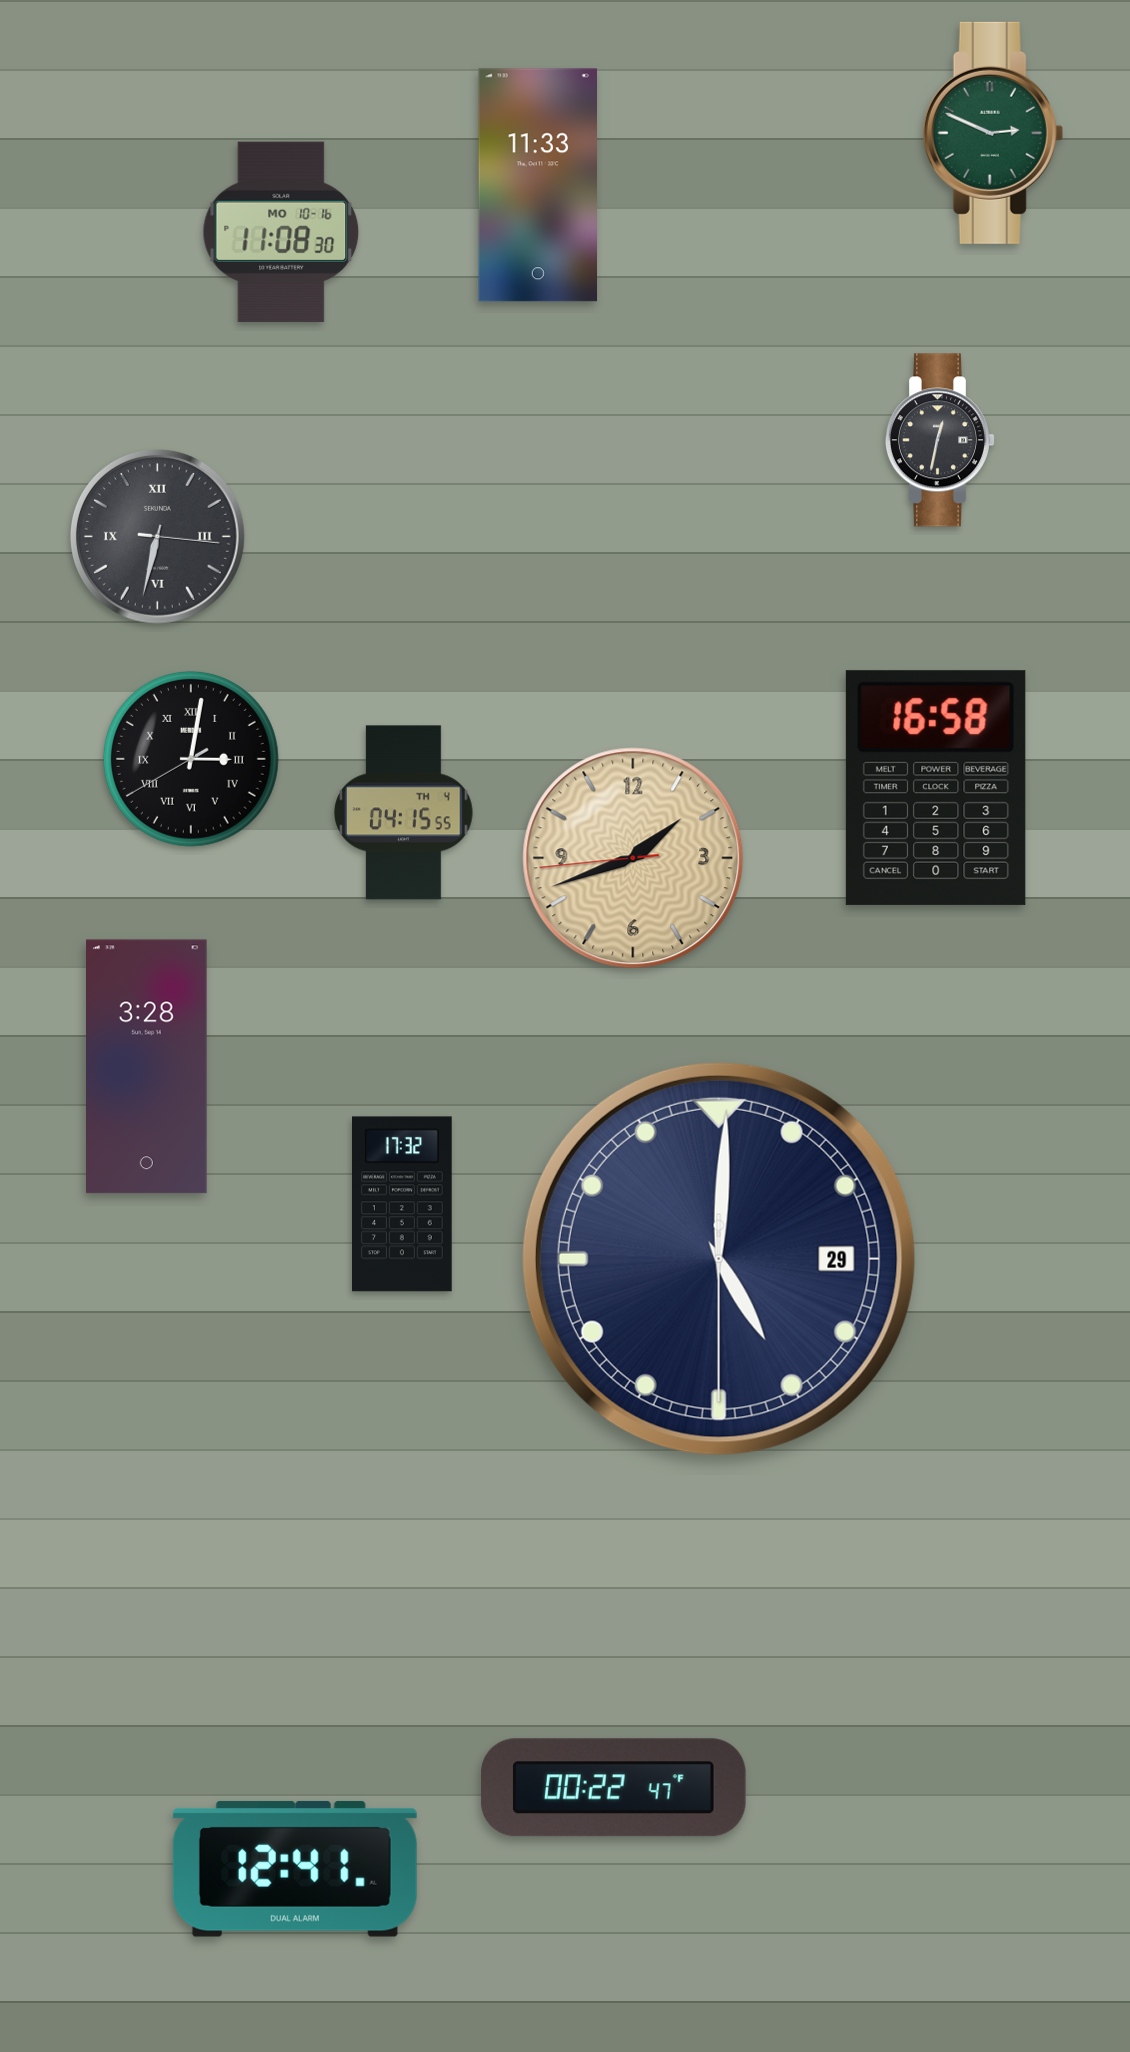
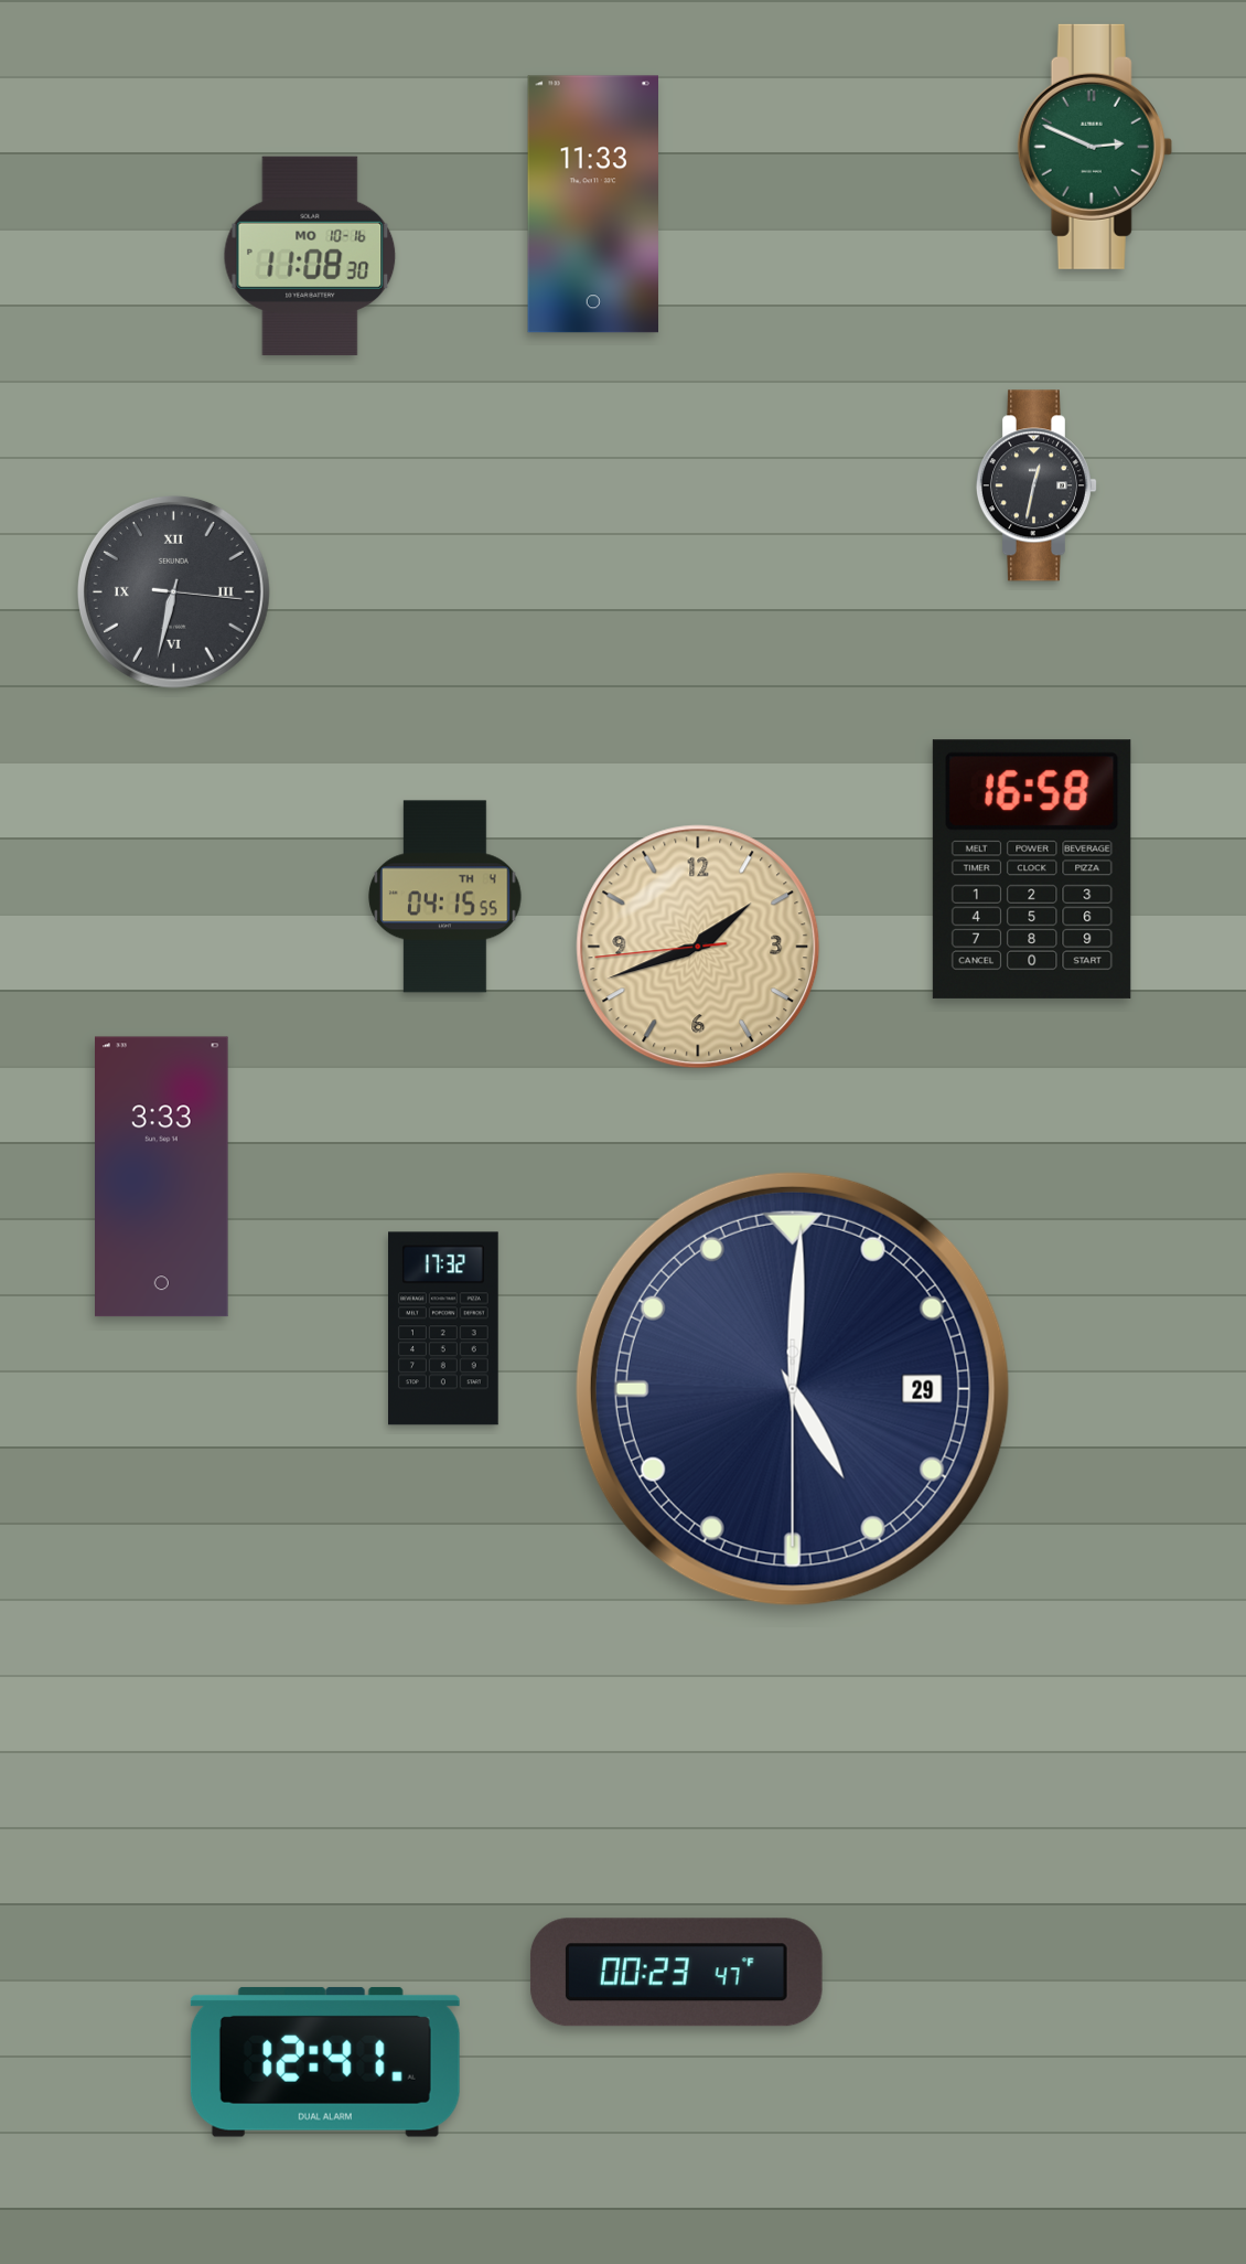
clock at (191, 759): 3:01 -> none
clock at (147, 1067): 3:28 -> 3:33
clock at (613, 1788): 00:22 -> 00:23
